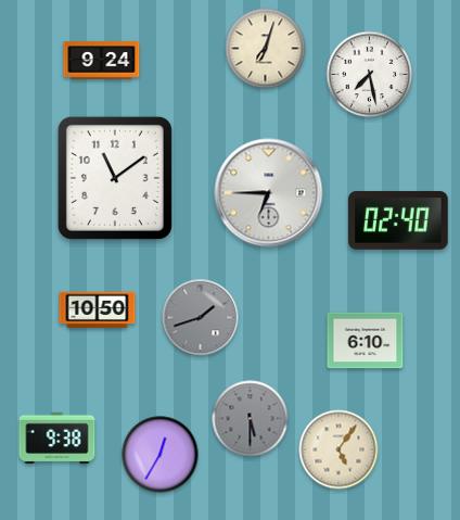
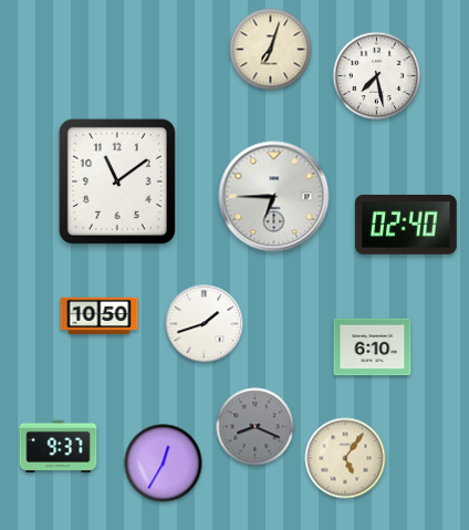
clock at (102, 61): 9:24 -> none
clock at (201, 318) dial: grey -> white
clock at (251, 419): 5:30 -> 8:19
clock at (58, 439): 9:38 -> 9:37
